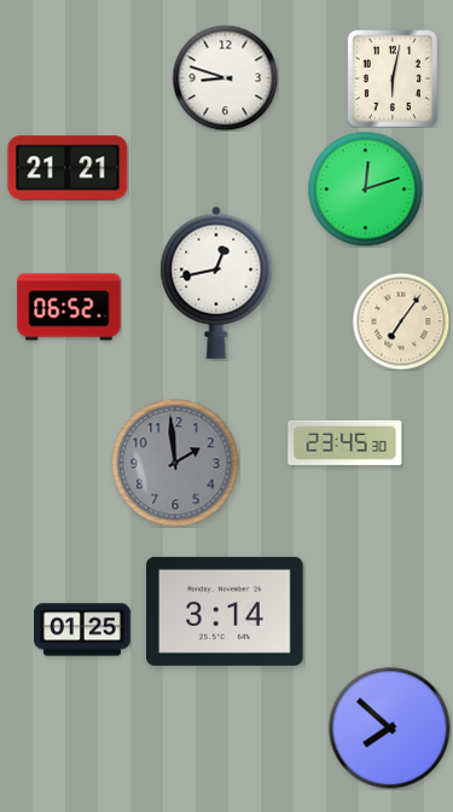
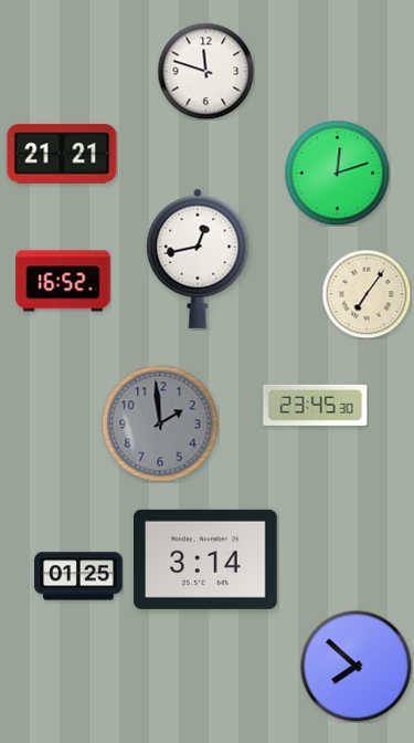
clock at (225, 77): 8:48 -> 11:48
clock at (393, 79): 6:02 -> none
clock at (365, 188) position: (365, 188) -> (337, 172)
clock at (69, 307): 06:52 -> 16:52
clock at (82, 630) position: (82, 630) -> (78, 576)
